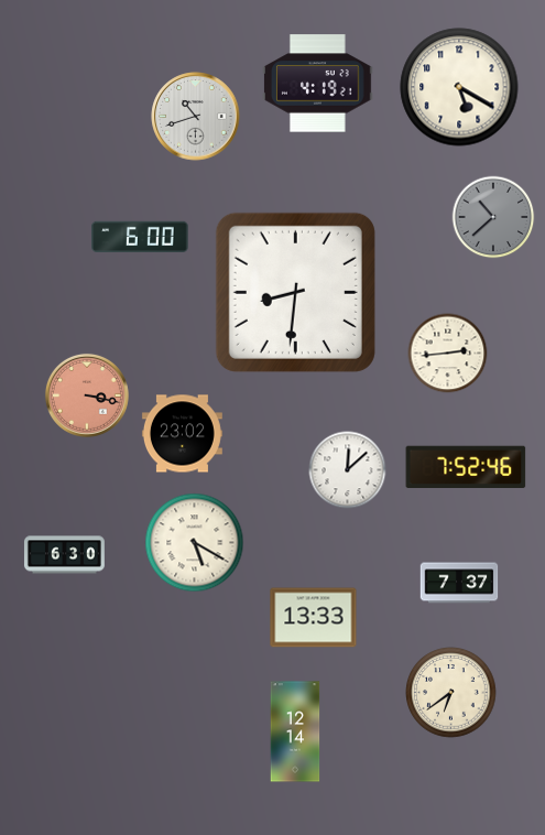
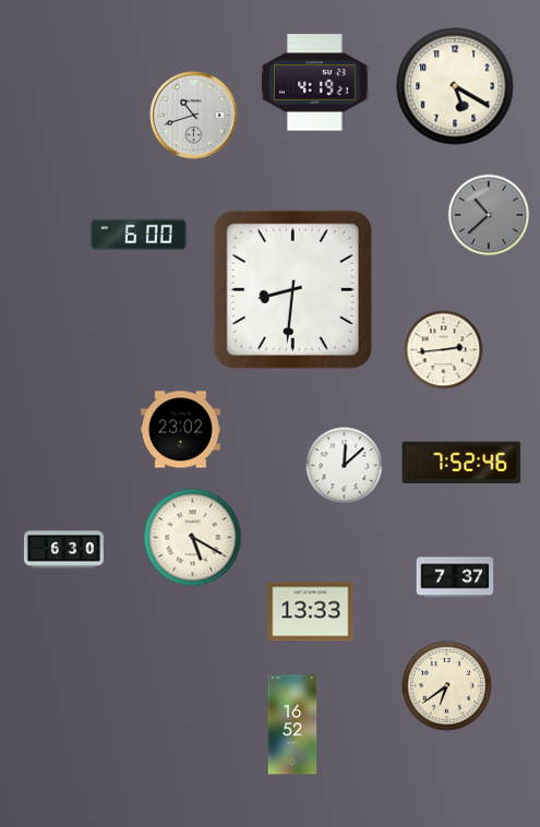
clock at (87, 395): 3:17 -> none
clock at (295, 731): 12:14 -> 16:52
